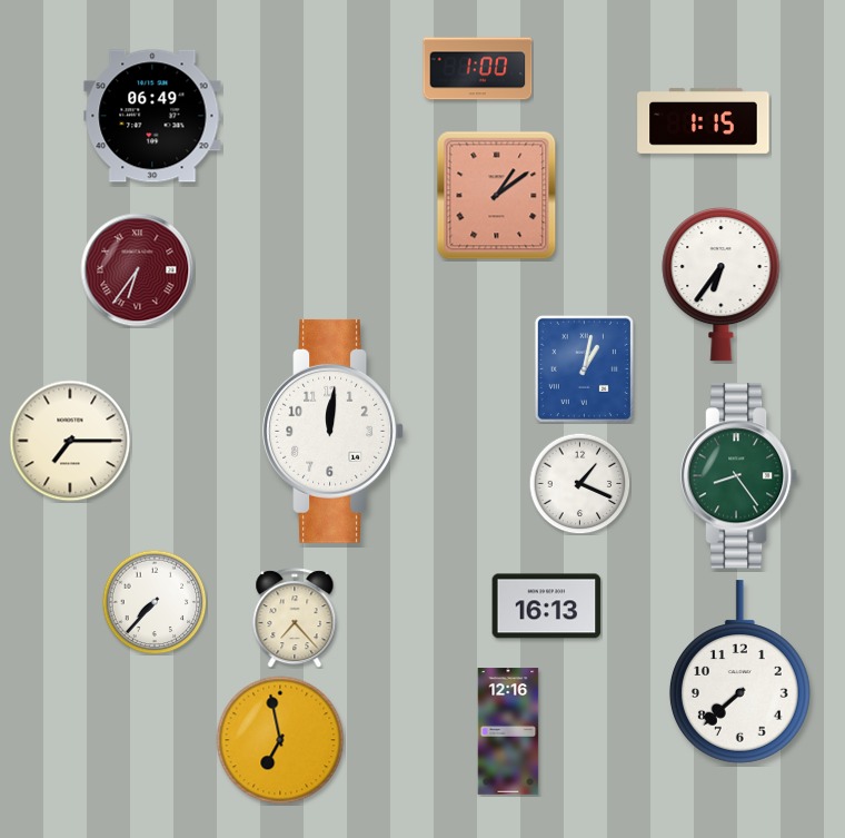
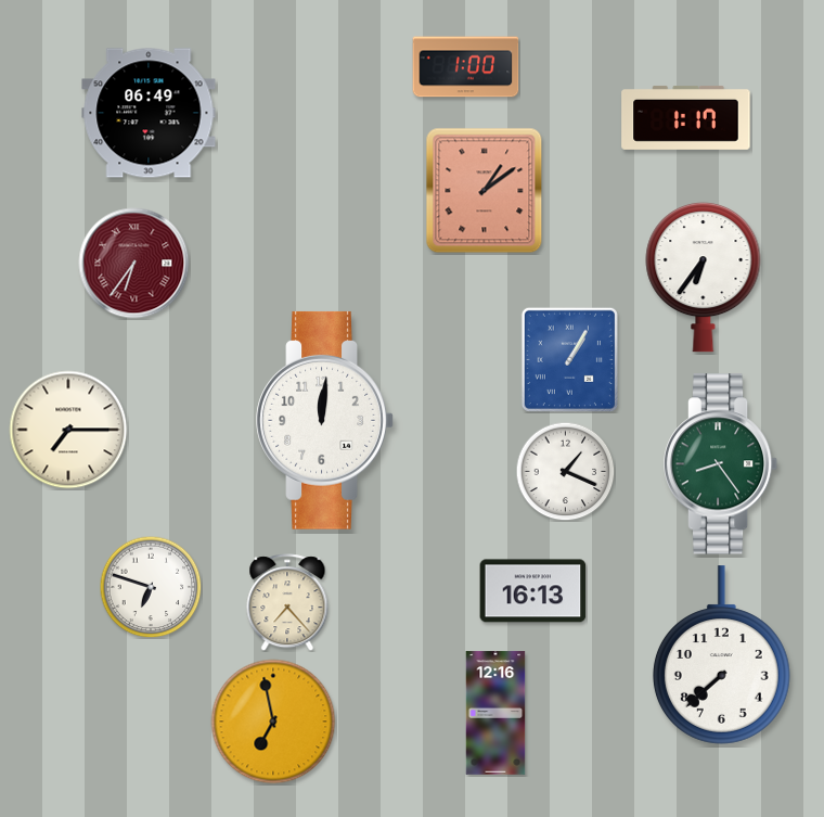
clock at (704, 120): 1:15 -> 1:17
clock at (584, 368): 1:02 -> 1:05
clock at (155, 602): 7:37 -> 6:48
